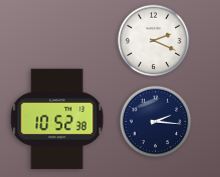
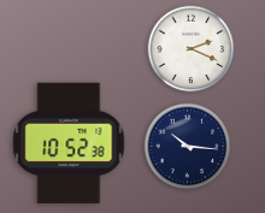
clock at (154, 41) position: (154, 41) -> (192, 49)
clock at (156, 122): 2:16 -> 10:16
